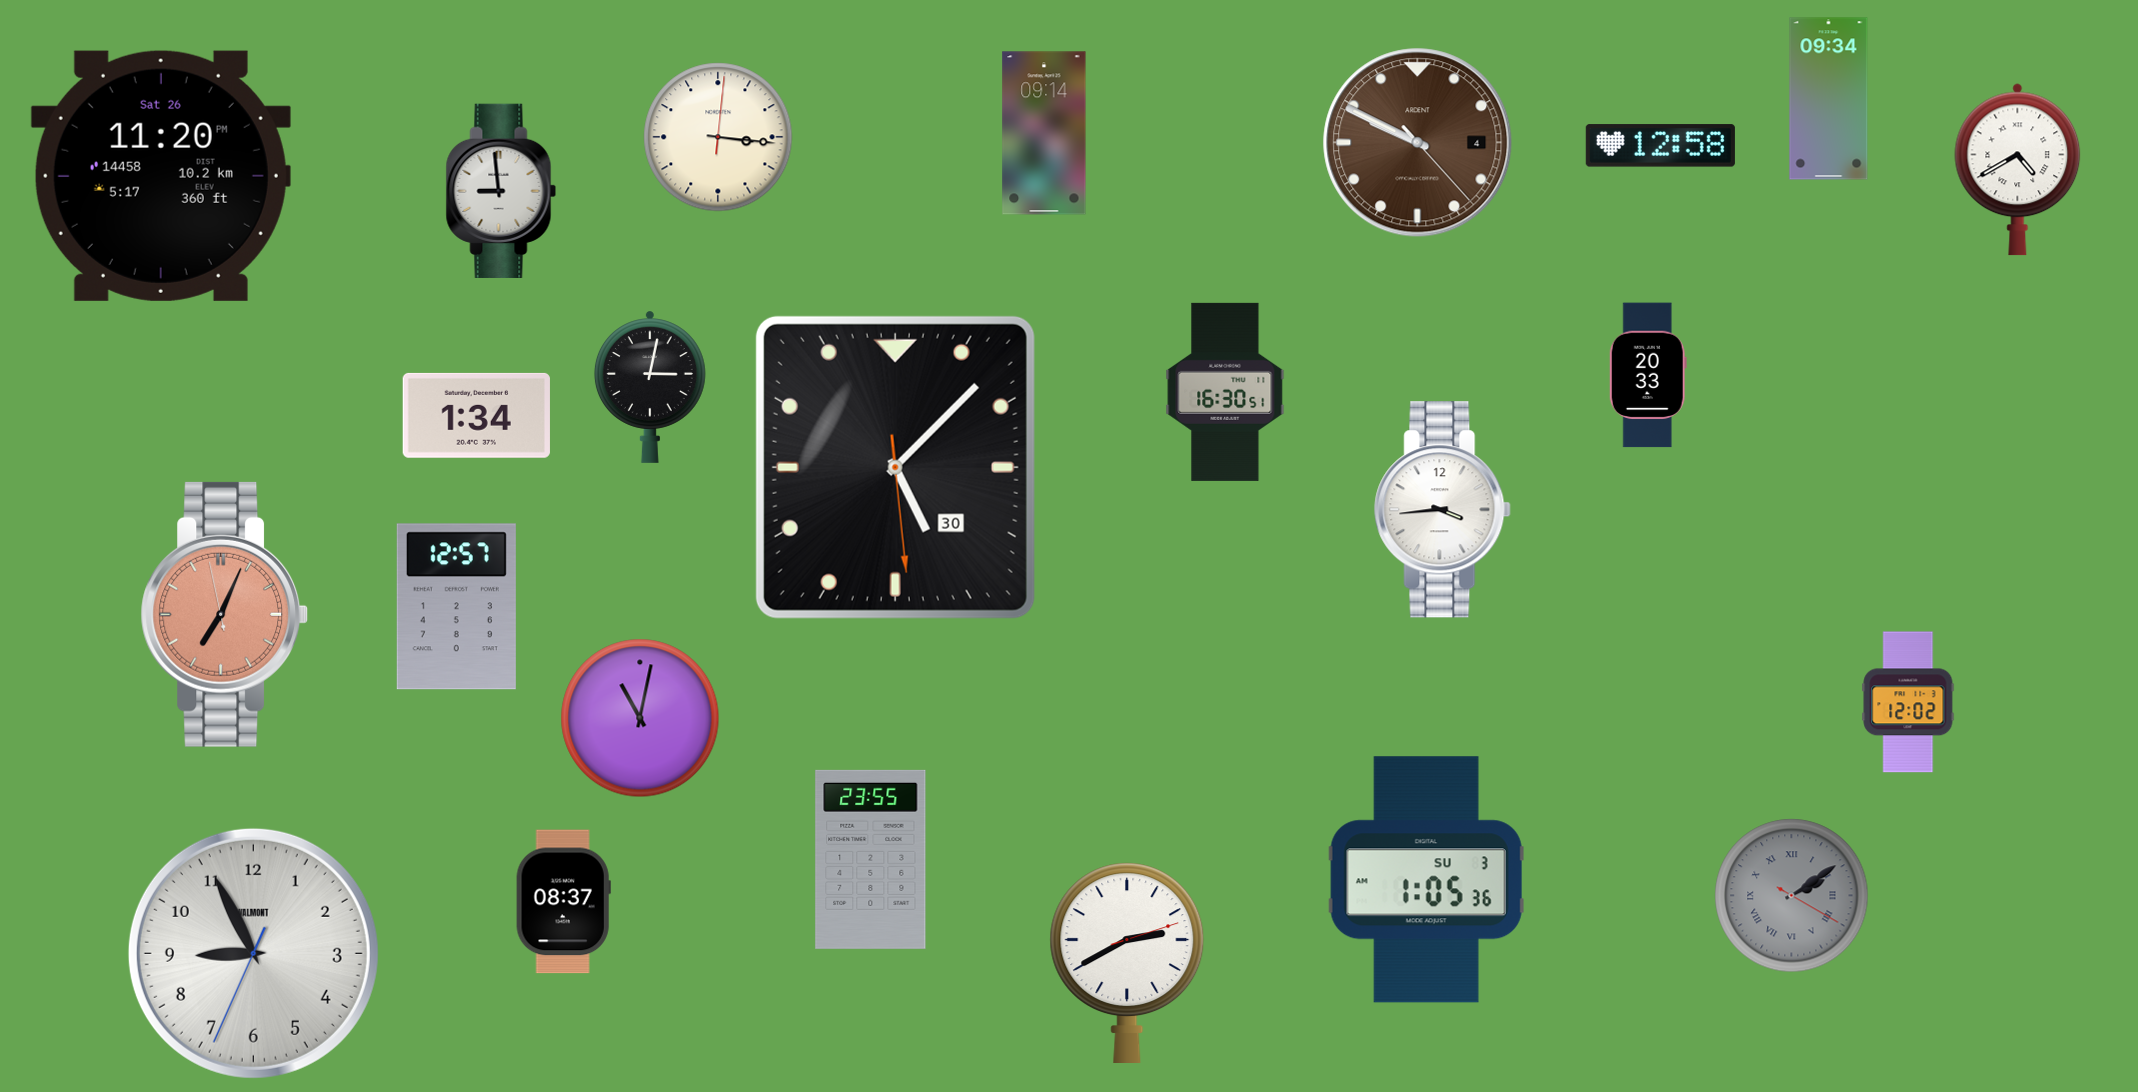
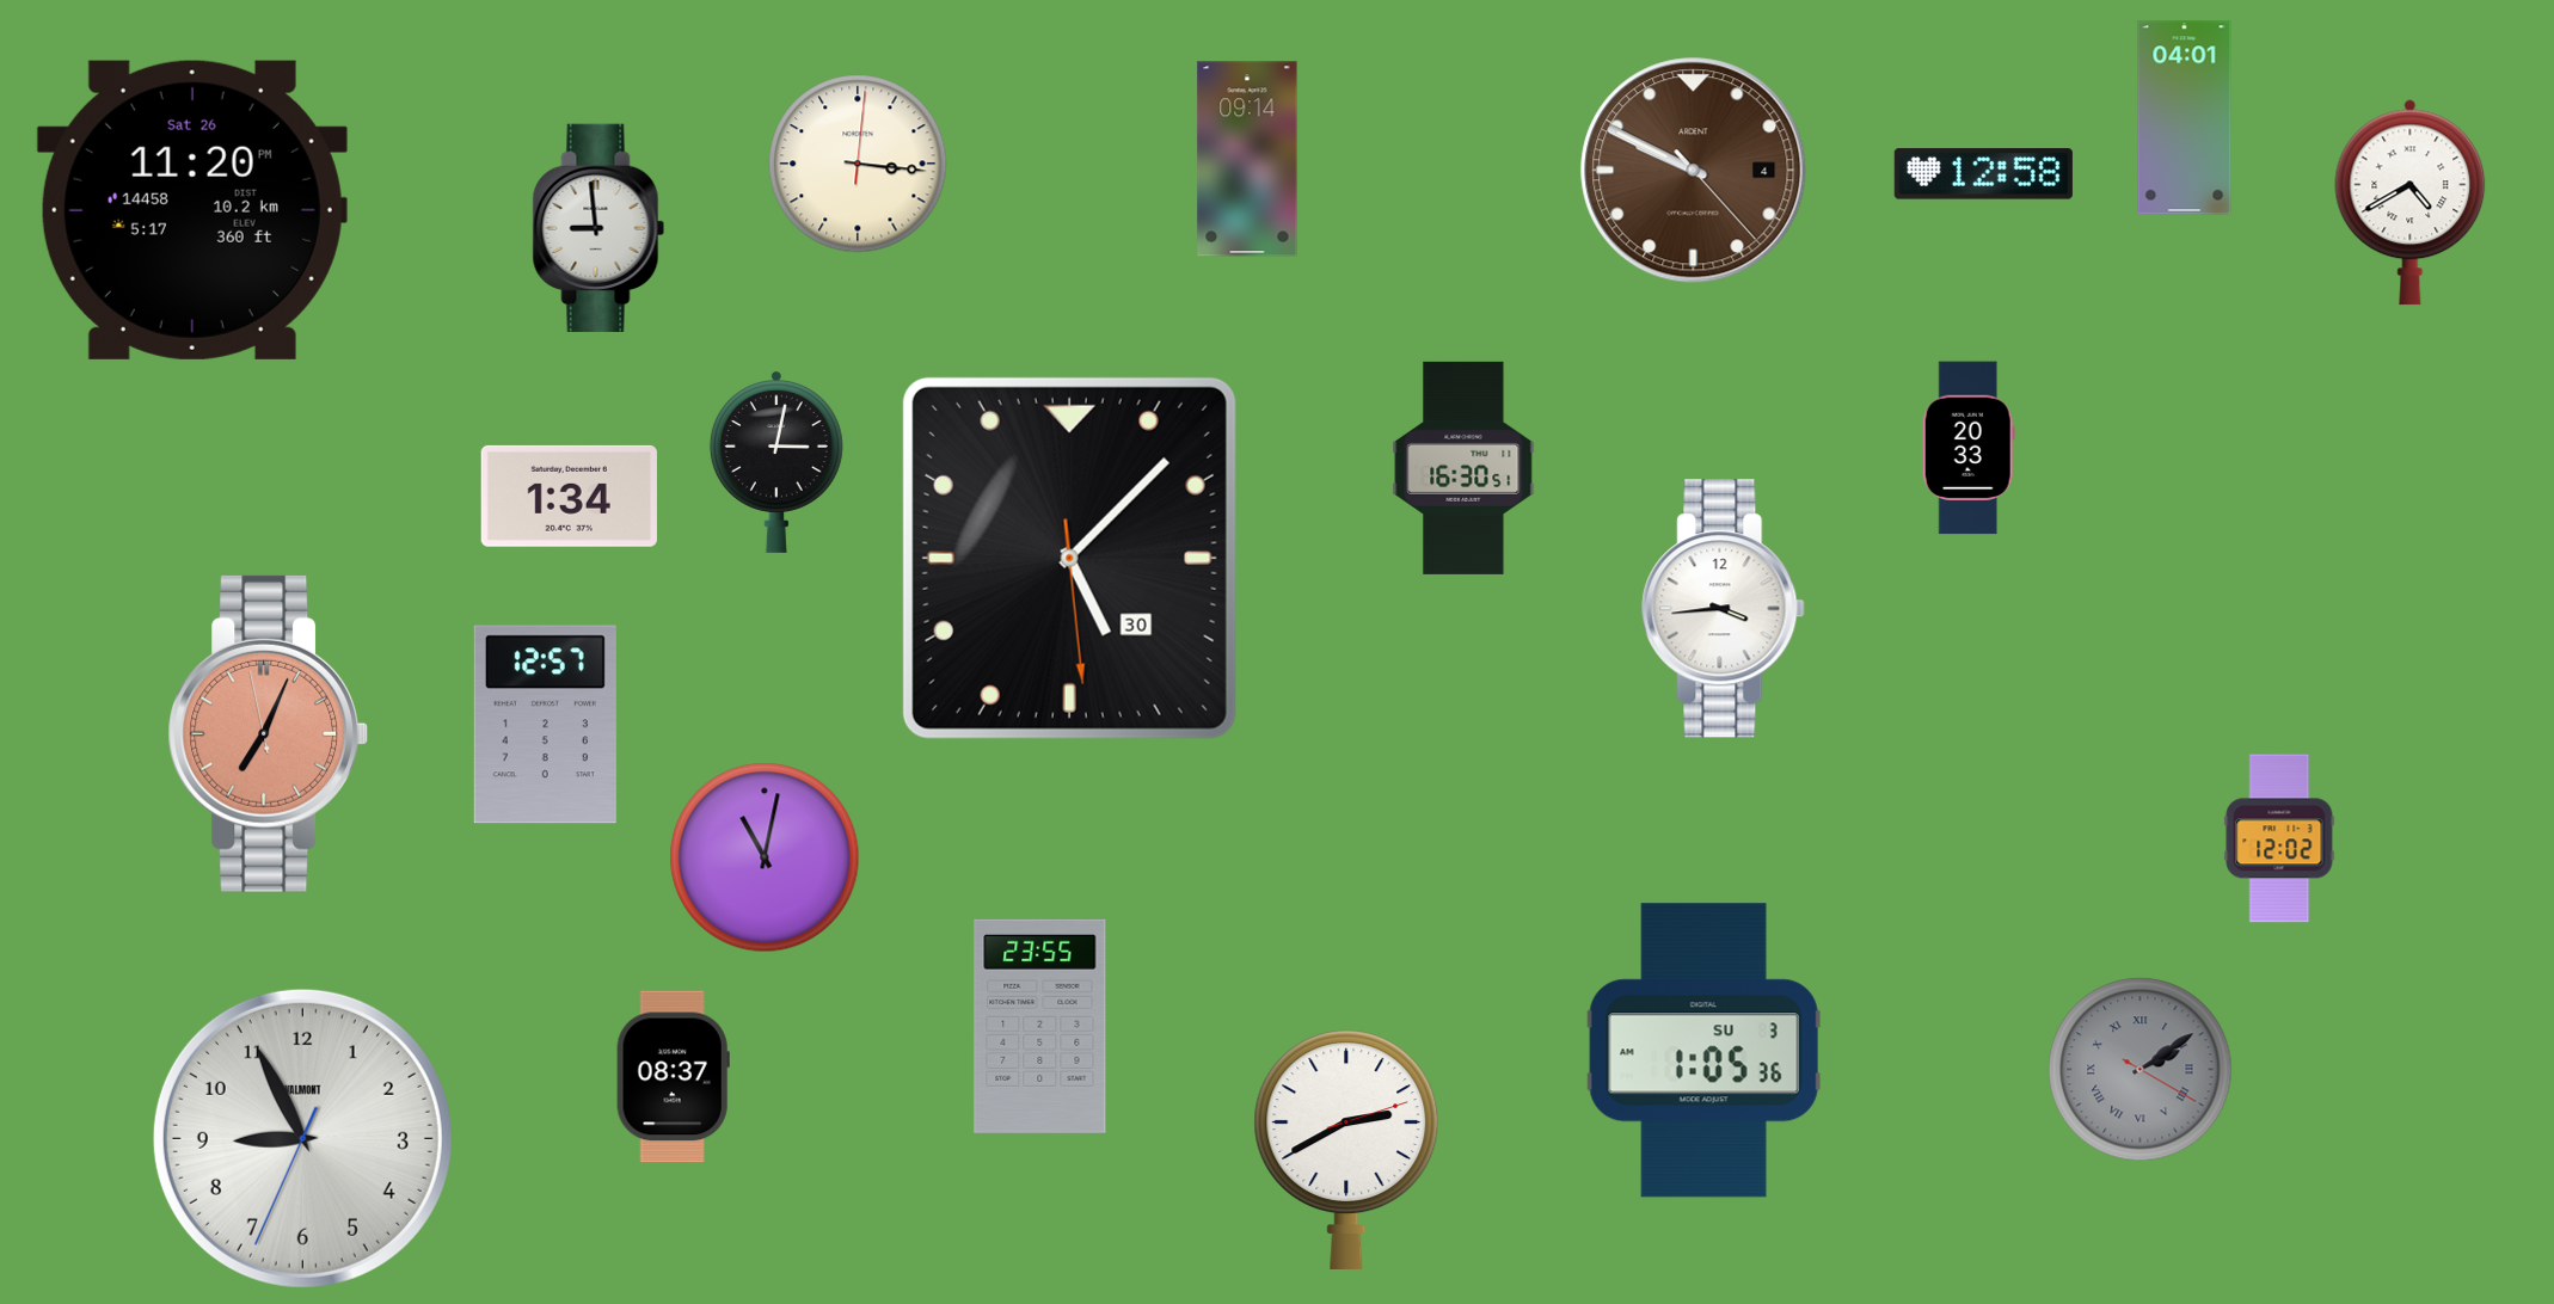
clock at (1829, 99): 09:34 -> 04:01
